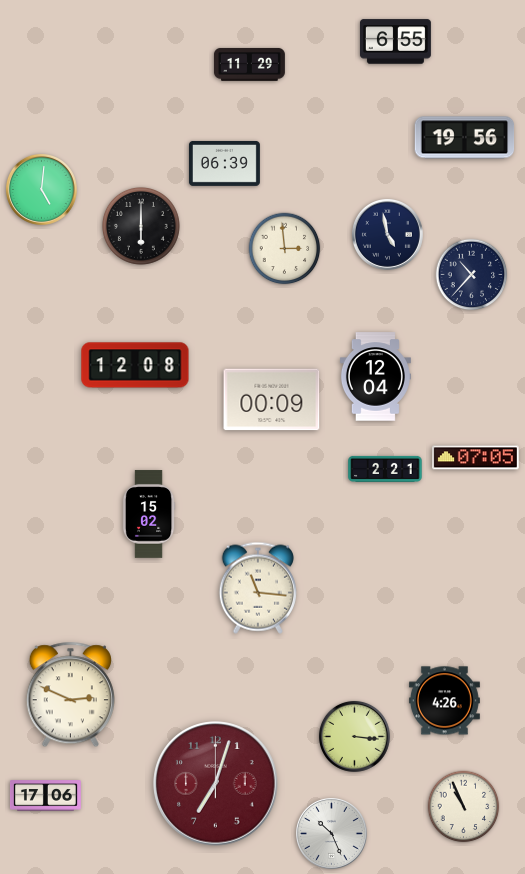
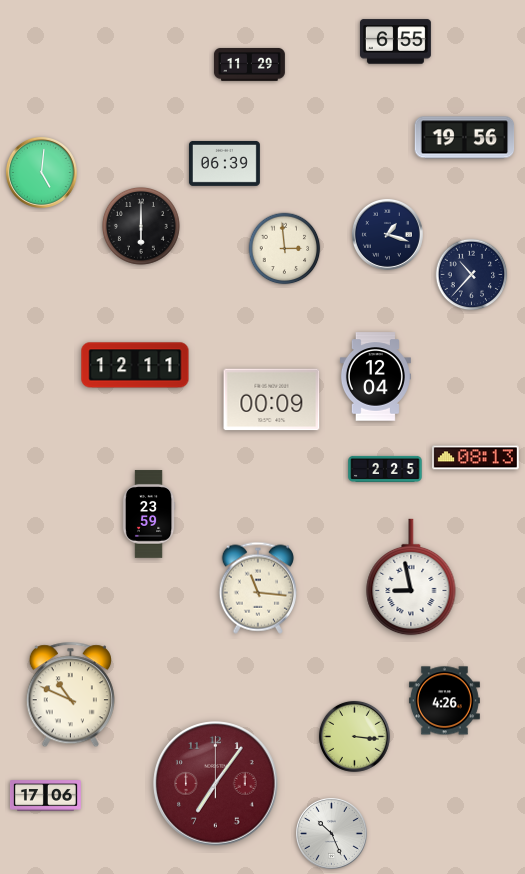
clock at (41, 189) position: (41, 189) -> (41, 172)
clock at (387, 234): 4:58 -> 1:18
clock at (135, 365): 12:08 -> 12:11
clock at (475, 458): 07:05 -> 08:13
clock at (385, 469): 2:21 -> 2:25
clock at (149, 514): 15:02 -> 23:59
clock at (411, 577): none -> 8:58
clock at (70, 695): 2:49 -> 10:49
clock at (216, 784): 7:03 -> 7:06
clock at (464, 807): 10:56 -> none
